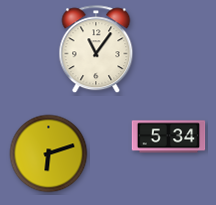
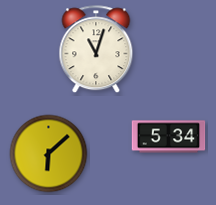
clock at (96, 50): 11:06 -> 11:03
clock at (49, 154): 6:12 -> 6:08
